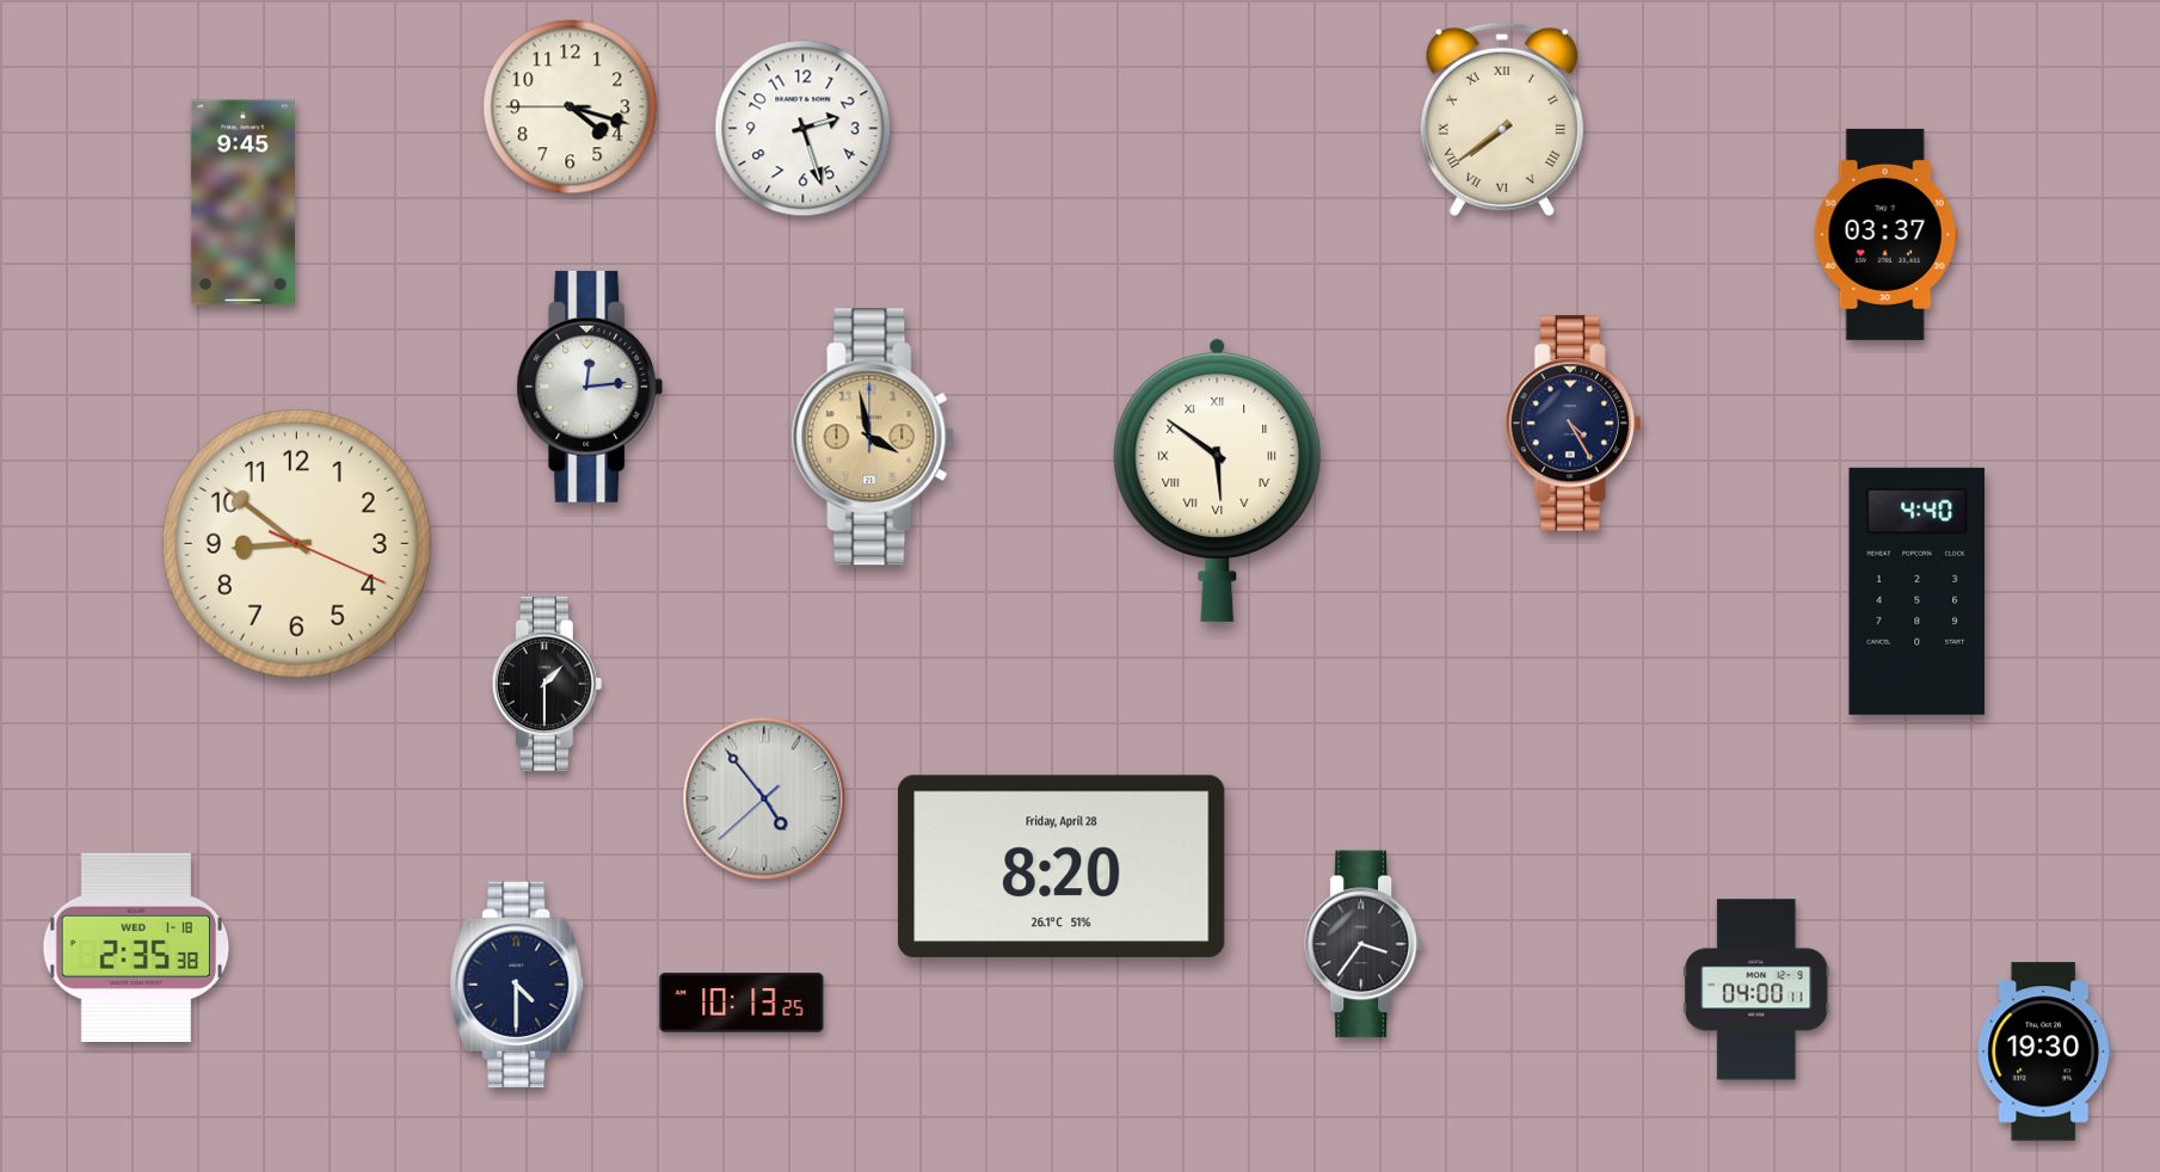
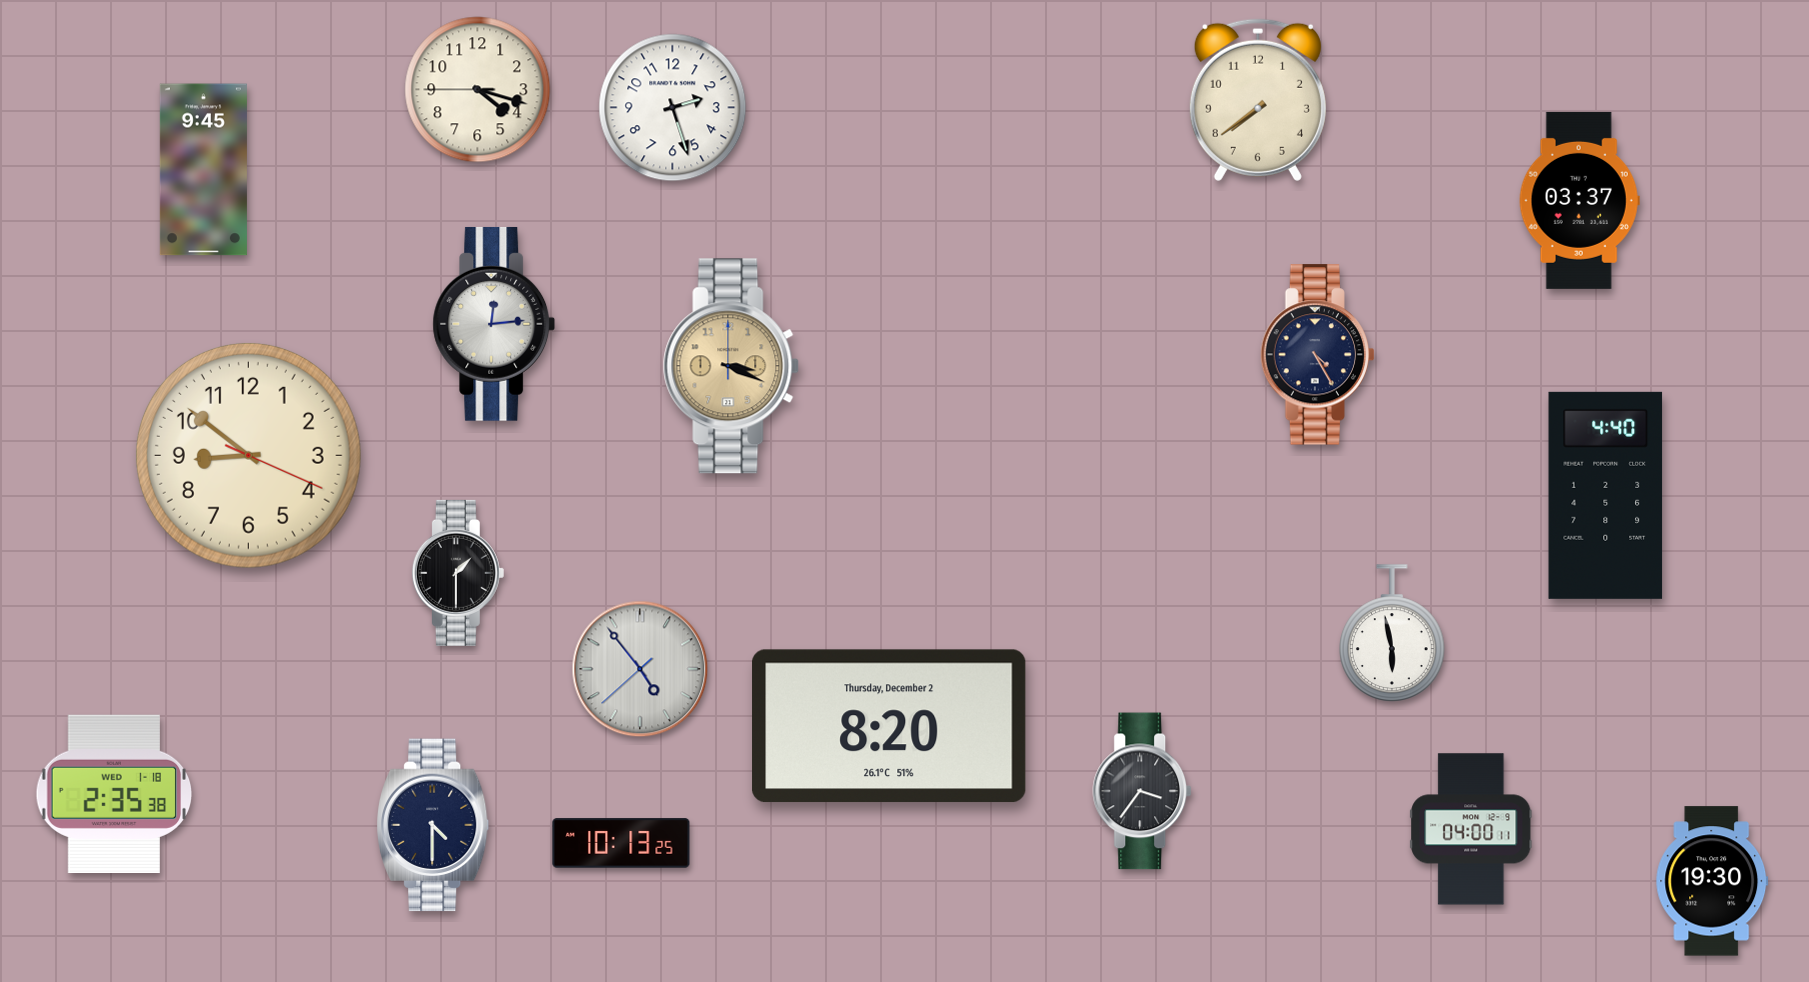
clock at (1502, 119) numerals: Roman -> Arabic
clock at (1885, 234) position: (1885, 234) -> (1579, 200)
clock at (873, 437): 3:58 -> 3:19
clock at (1218, 480): 5:51 -> none
clock at (1393, 633): none -> 5:58
clock at (1061, 866) date: Friday, April 28 -> Thursday, December 2
clock at (741, 1003) position: (741, 1003) -> (621, 843)
